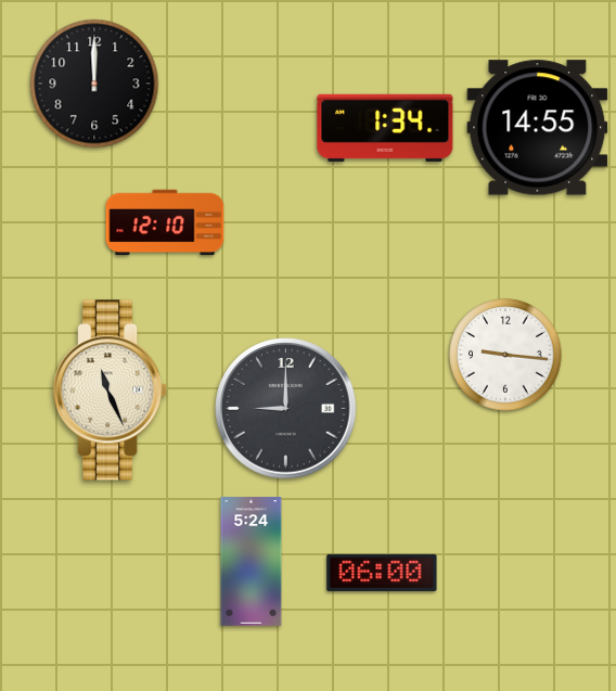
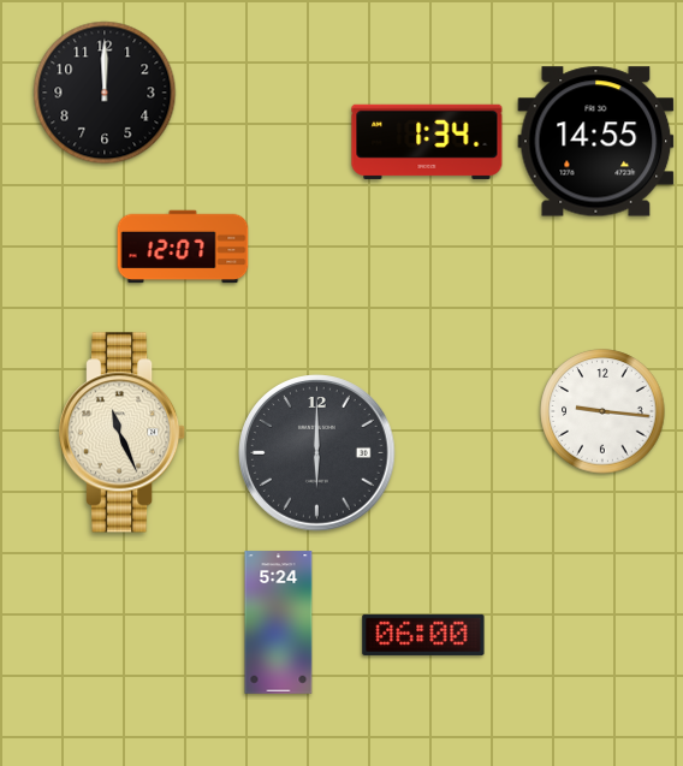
clock at (165, 222): 12:10 -> 12:07
clock at (505, 355) position: (505, 355) -> (602, 411)
clock at (286, 409): 9:00 -> 6:00
